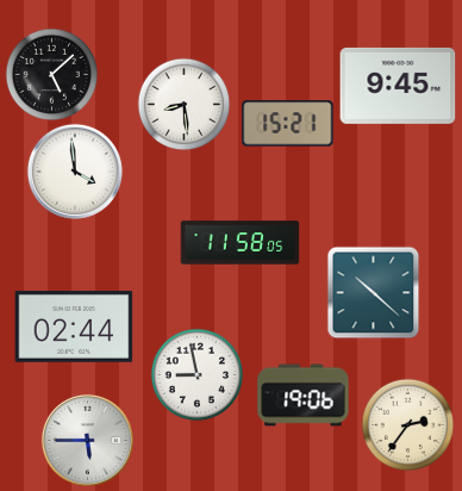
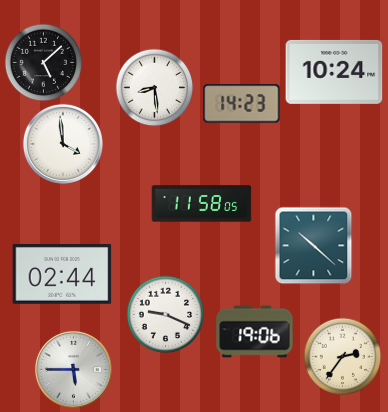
clock at (398, 86): 9:45 -> 10:24
clock at (288, 124): 15:21 -> 14:23
clock at (196, 374): 8:58 -> 9:19
